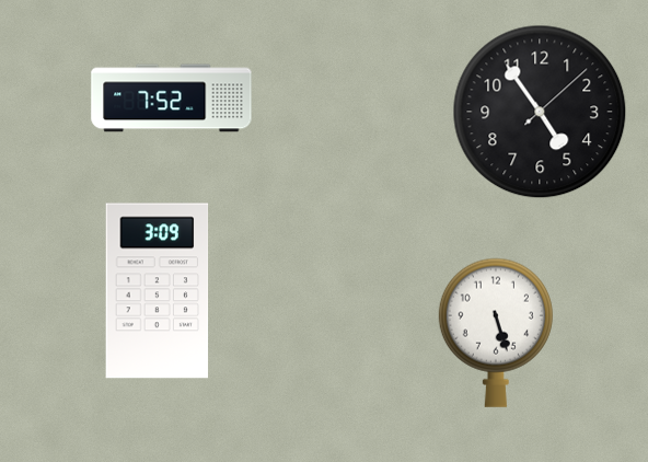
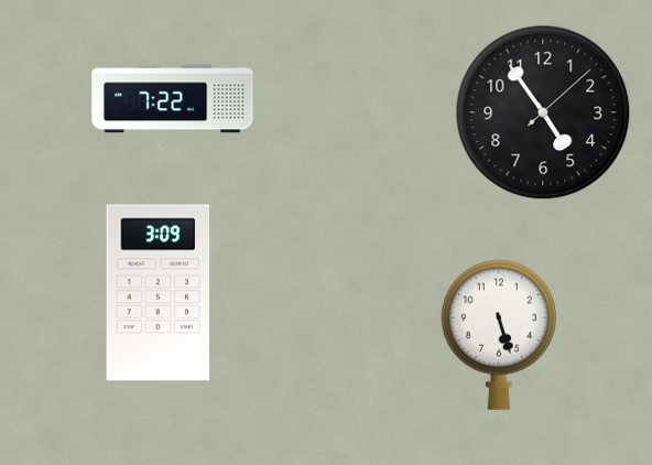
clock at (172, 99): 7:52 -> 7:22
